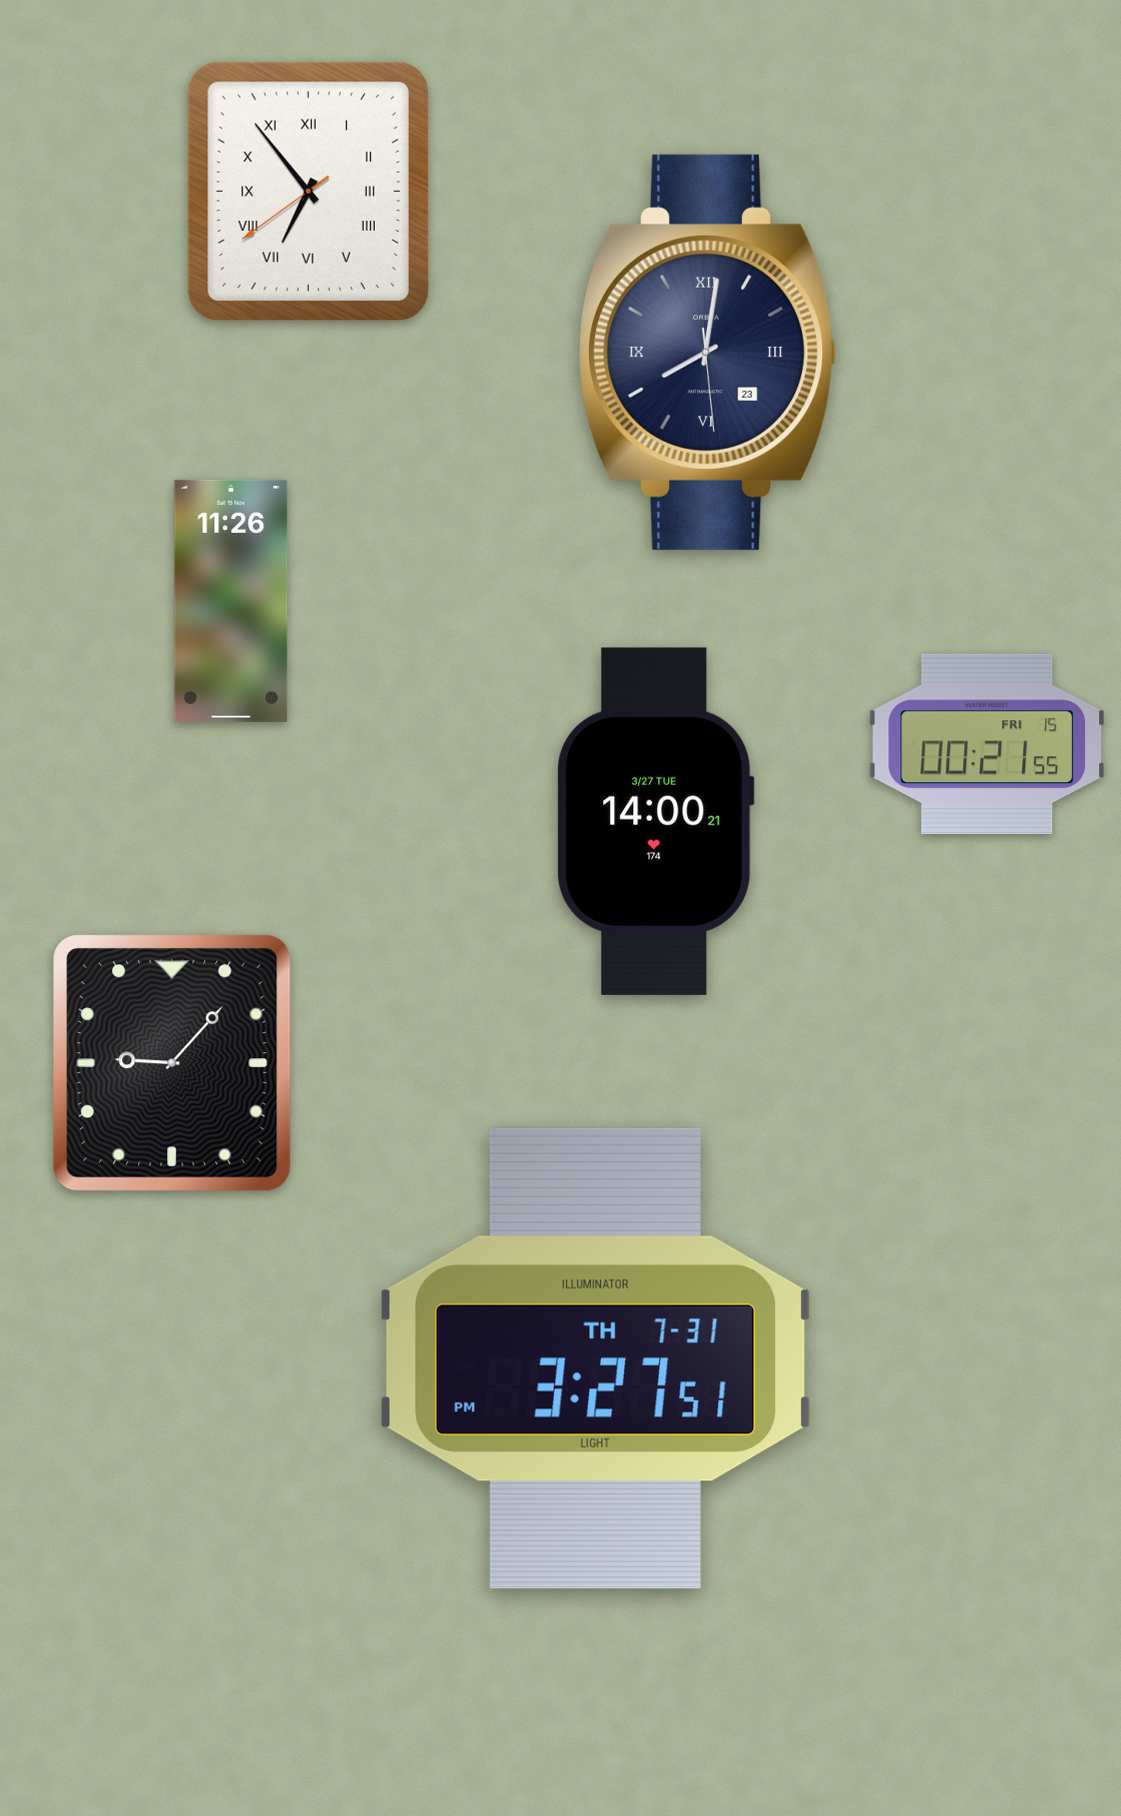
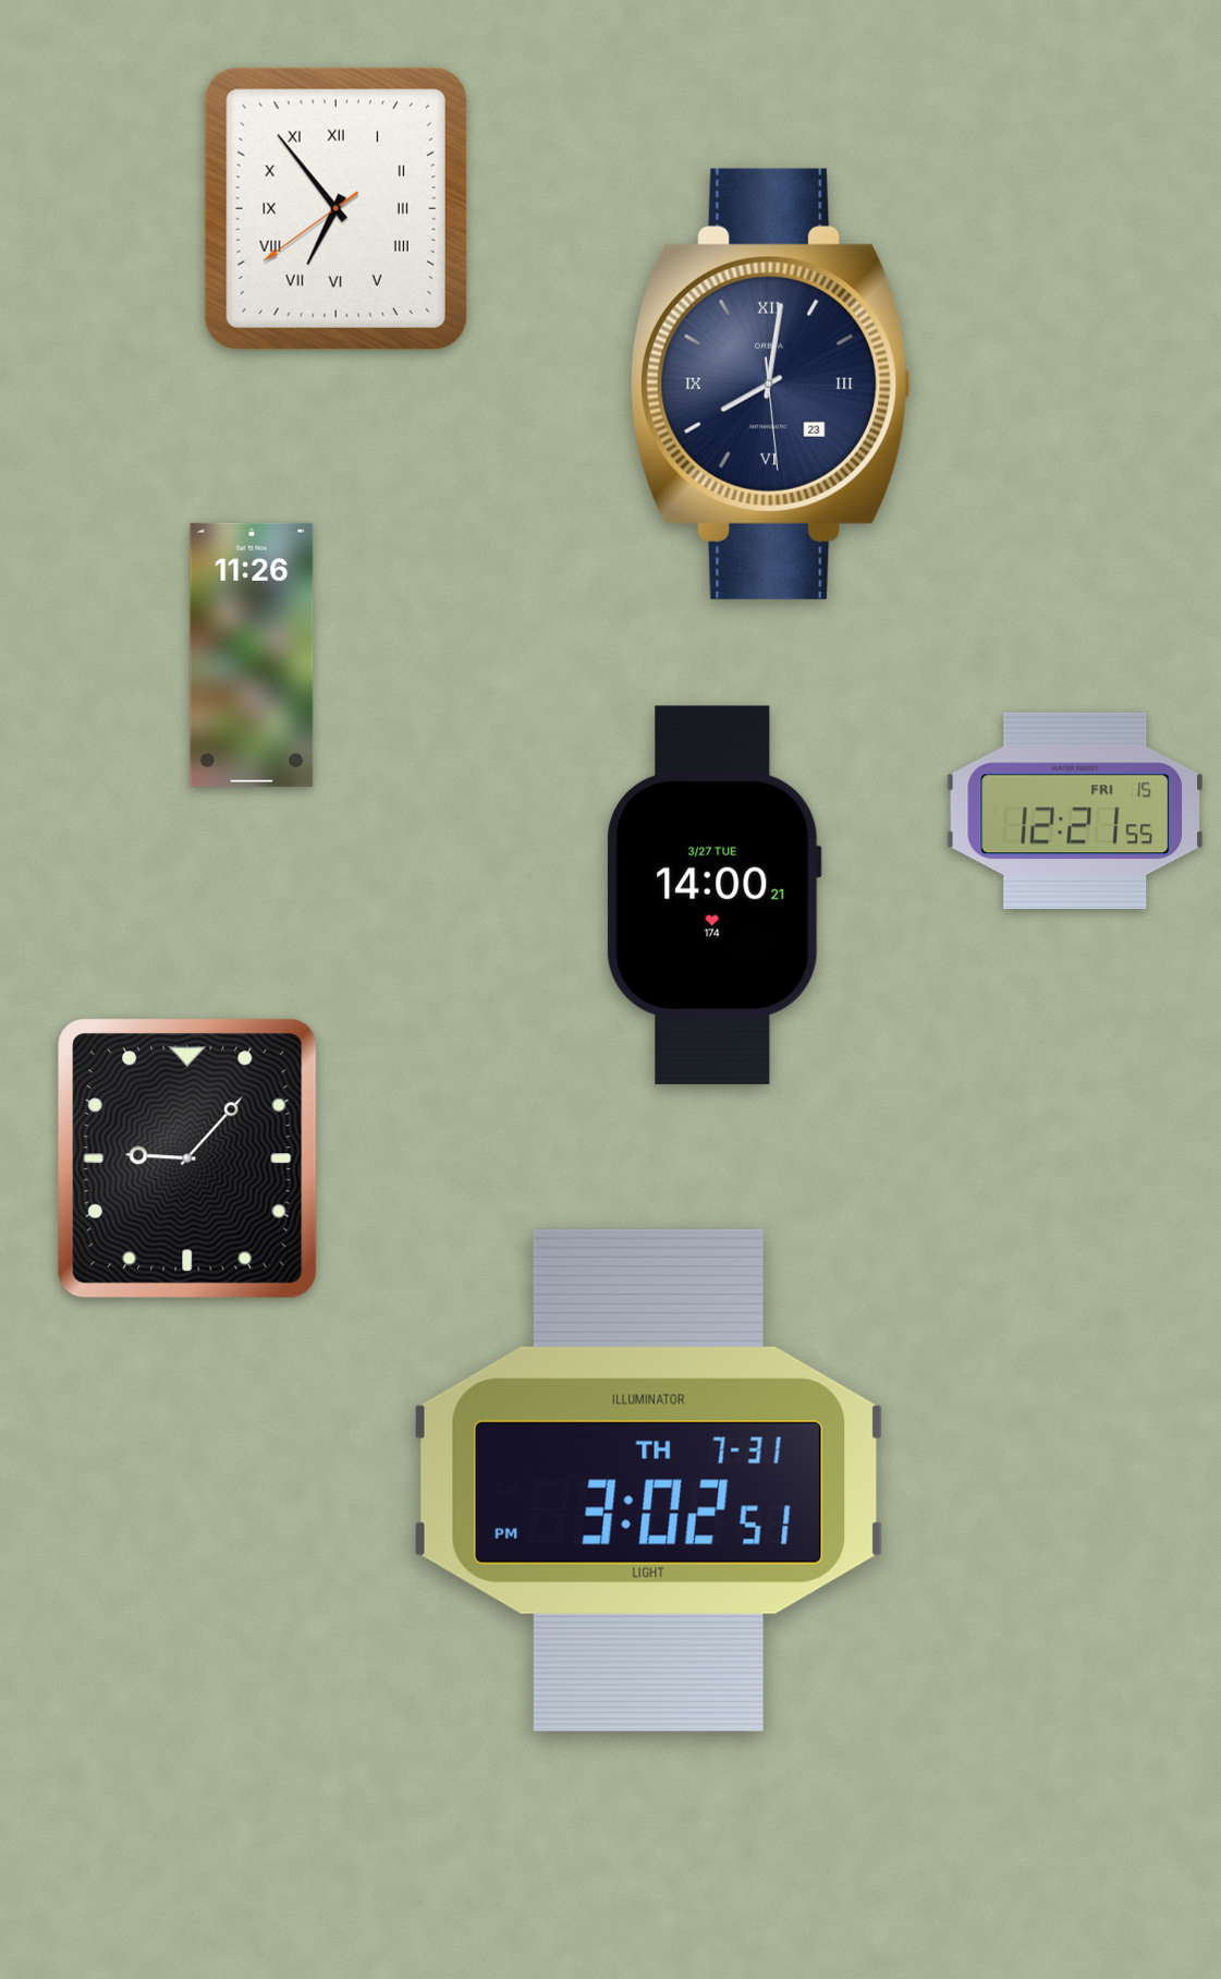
clock at (987, 743): 00:21 -> 12:21
clock at (595, 1358): 3:27 -> 3:02
